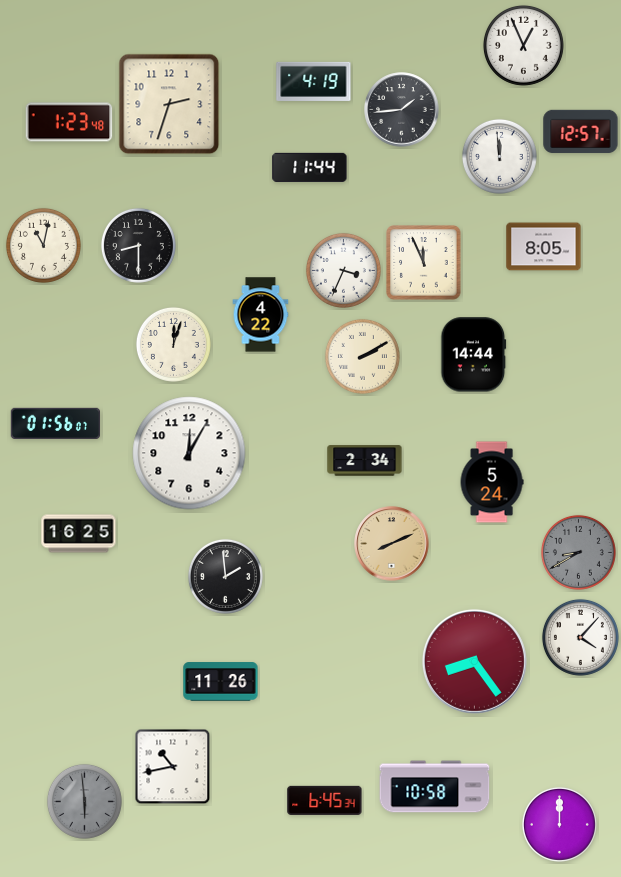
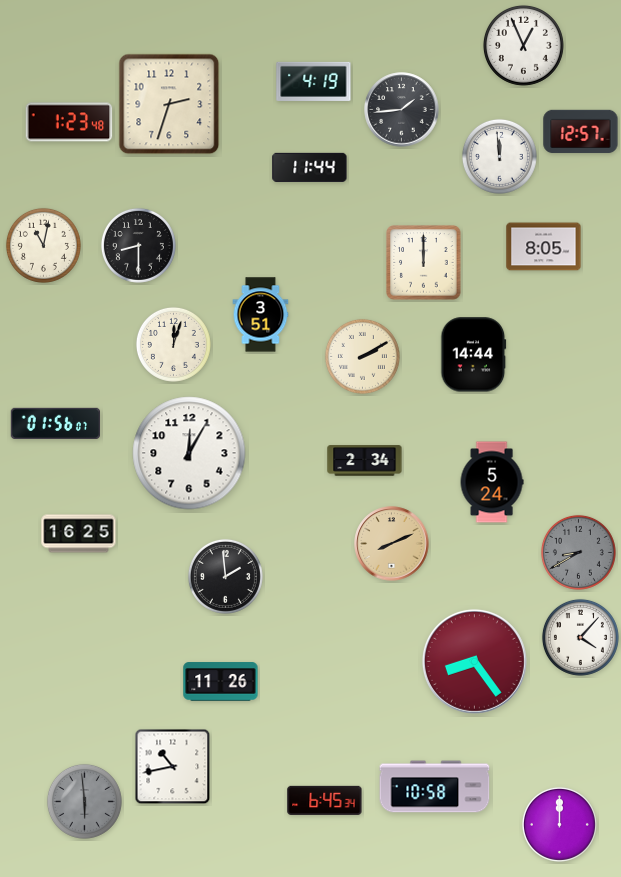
clock at (424, 263): 11:56 -> 12:00
clock at (343, 270): 3:34 -> none
clock at (261, 315): 4:22 -> 3:51
